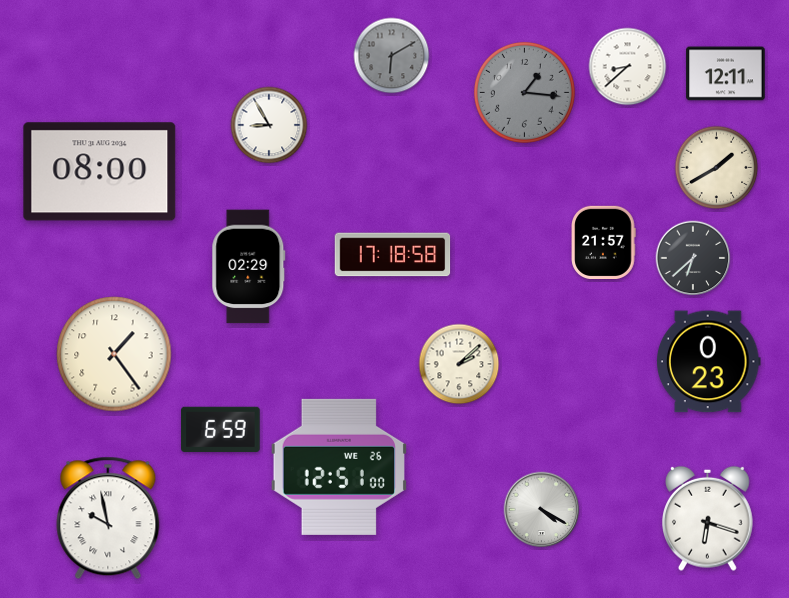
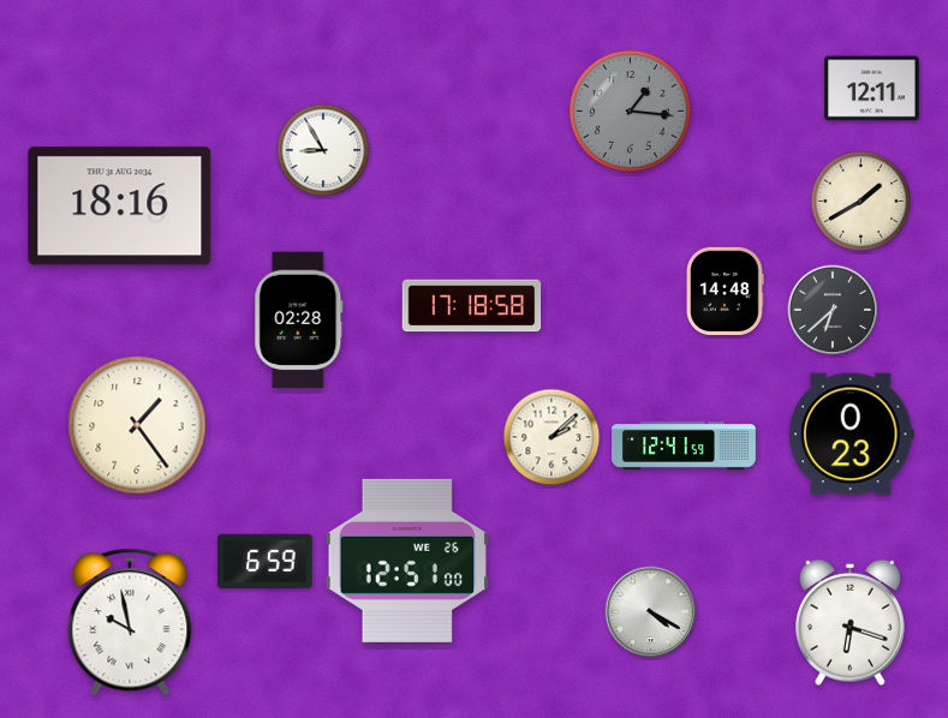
clock at (392, 56): 6:10 -> none
clock at (628, 67): 8:38 -> none
clock at (100, 172): 08:00 -> 18:16
clock at (603, 242): 21:57 -> 14:48
clock at (249, 267): 02:29 -> 02:28
clock at (685, 447): none -> 12:41
clock at (221, 429) position: (221, 429) -> (266, 561)
